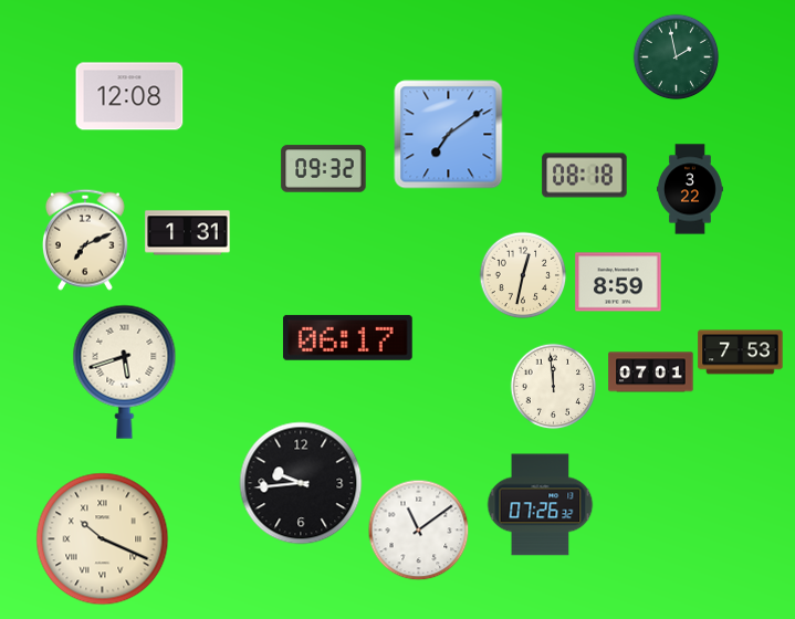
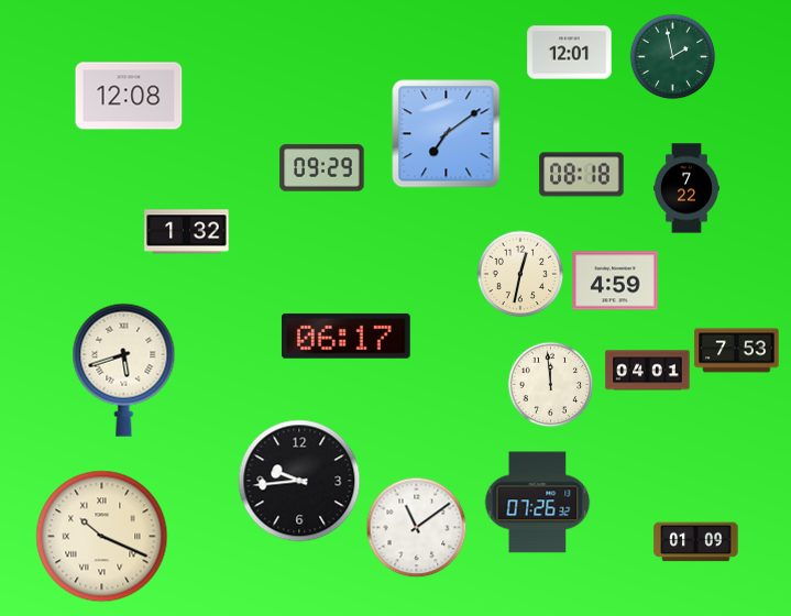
clock at (570, 53): none -> 12:01
clock at (324, 169): 09:32 -> 09:29
clock at (690, 189): 3:22 -> 7:22
clock at (188, 233): 1:31 -> 1:32
clock at (85, 240): 7:11 -> none
clock at (618, 282): 8:59 -> 4:59
clock at (651, 373): 07:01 -> 04:01
clock at (696, 542): none -> 01:09
